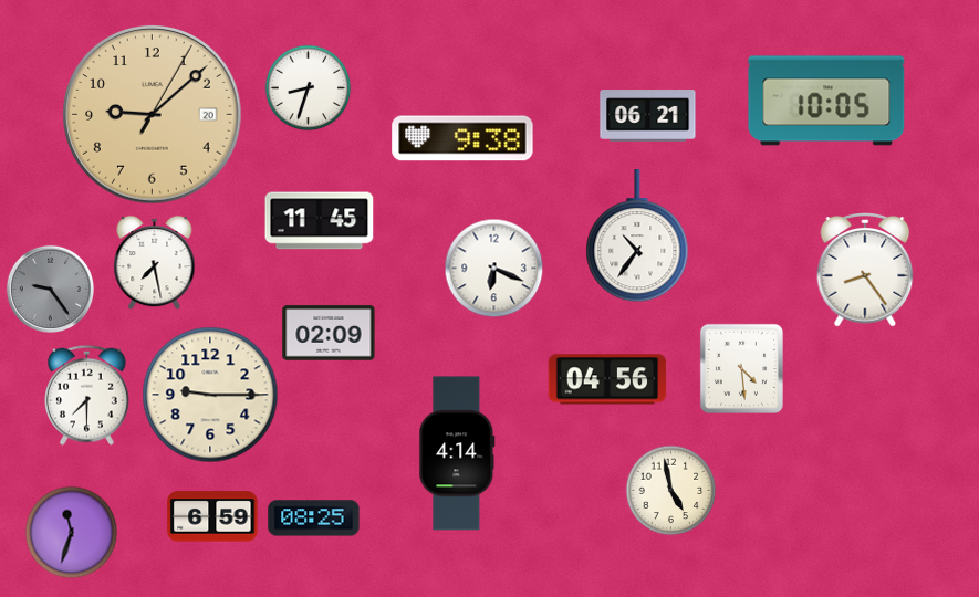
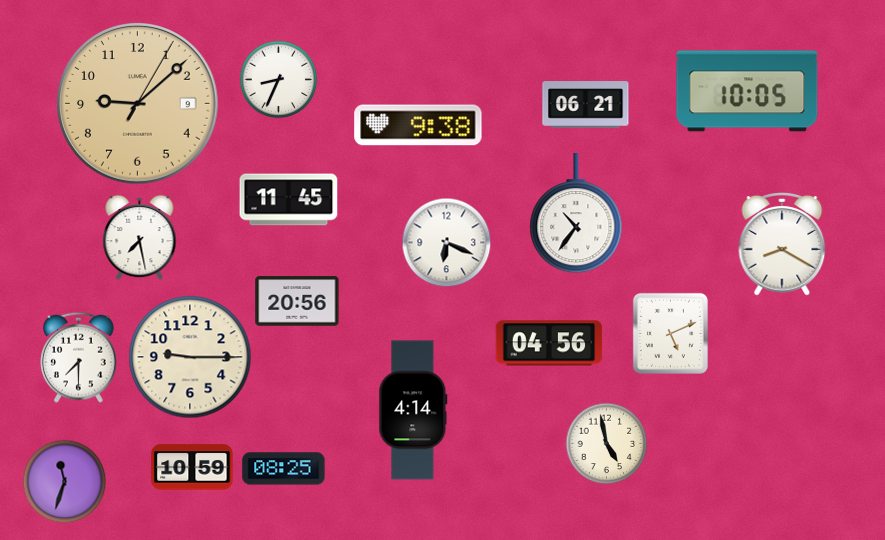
clock at (308, 87): 8:33 -> 8:34
clock at (153, 115) date: 20 -> 9
clock at (865, 271): 8:24 -> 8:20
clock at (50, 289): 9:24 -> none
clock at (329, 333): 02:09 -> 20:56
clock at (741, 368): 4:29 -> 5:11
clock at (212, 516): 6:59 -> 10:59
